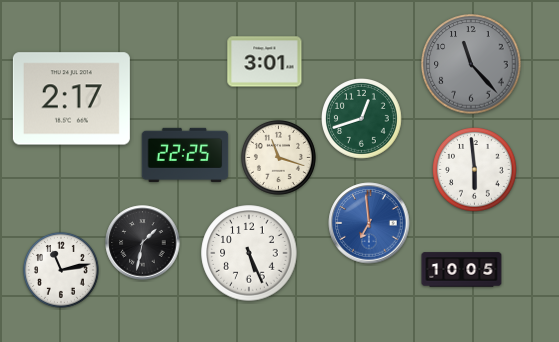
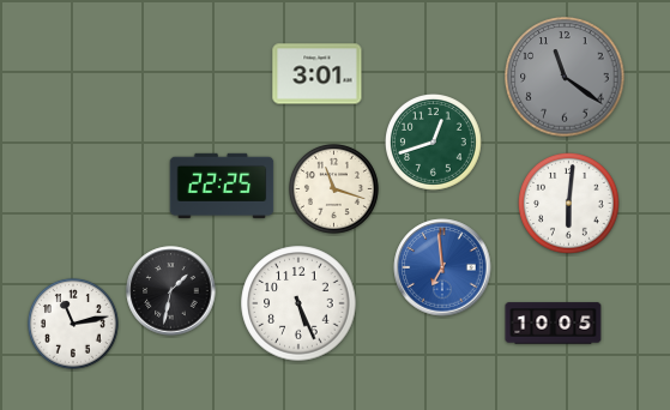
clock at (471, 64): 11:23 -> 11:21
clock at (71, 99): 2:17 -> none
clock at (475, 170): 5:59 -> 6:01
